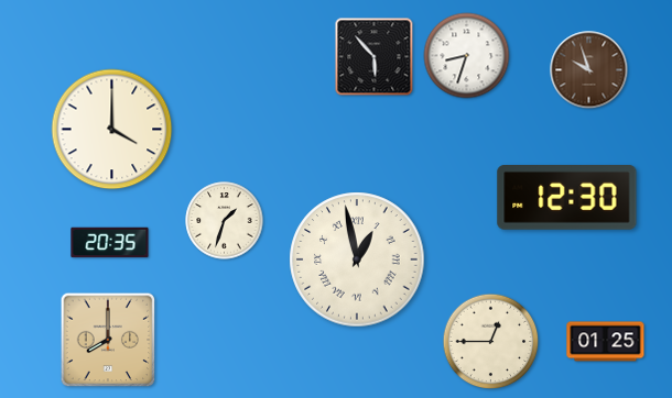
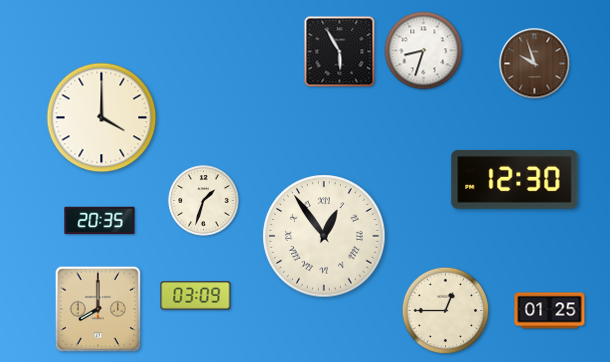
clock at (375, 57): 5:53 -> 5:55
clock at (357, 259): 12:58 -> 12:54
clock at (196, 296): none -> 03:09
